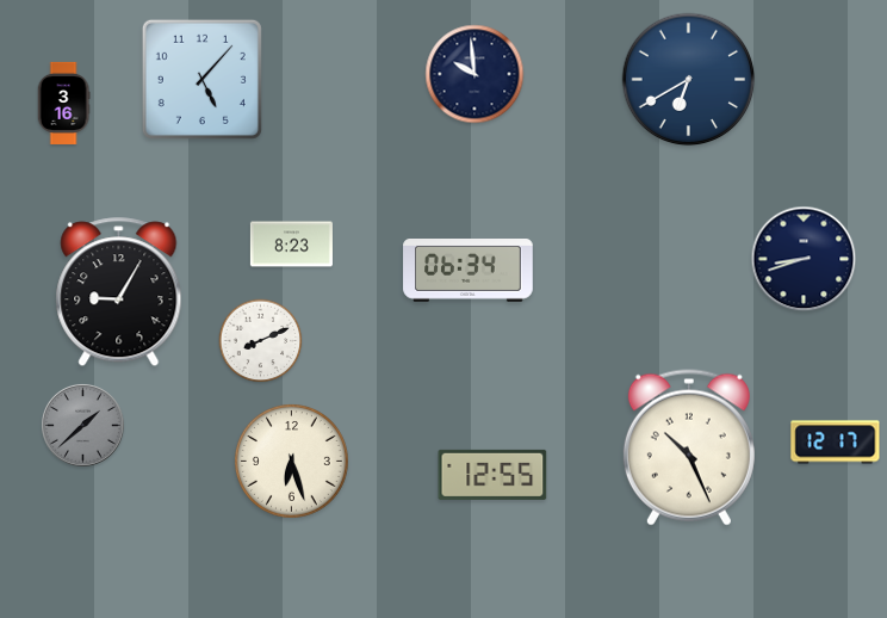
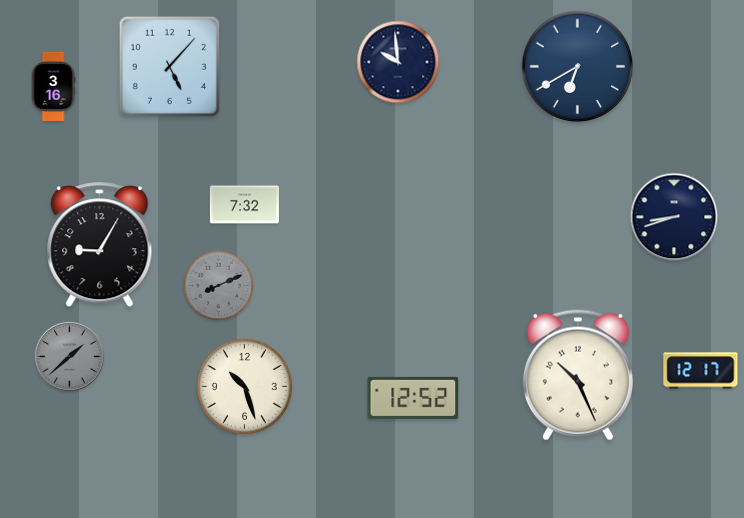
clock at (291, 245): 8:23 -> 7:32
clock at (469, 271): 06:34 -> none
clock at (261, 341) dial: white -> grey
clock at (291, 461): 6:27 -> 10:27
clock at (492, 475): 12:55 -> 12:52
